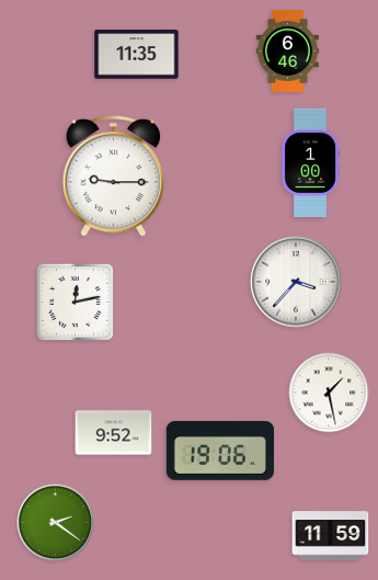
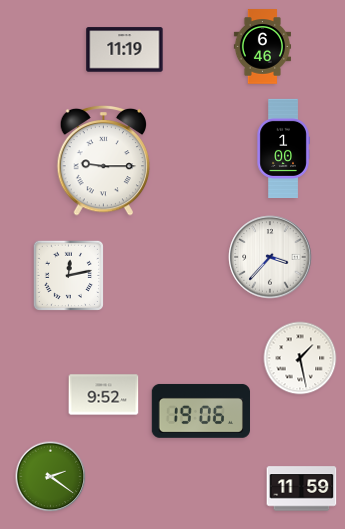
clock at (137, 55): 11:35 -> 11:19
